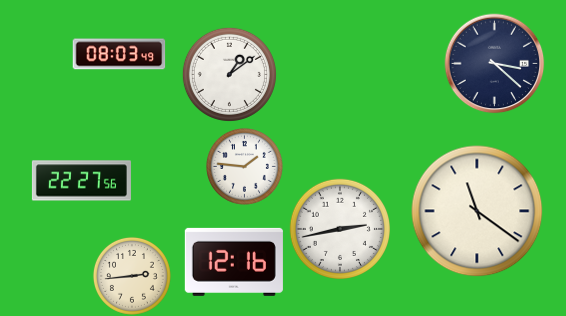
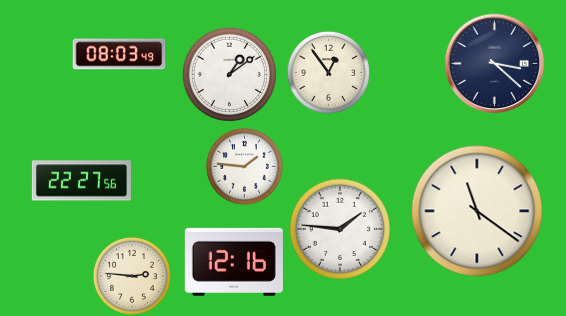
clock at (328, 72): none -> 12:54
clock at (339, 228): 2:43 -> 1:46
clock at (132, 276): 2:44 -> 2:46
